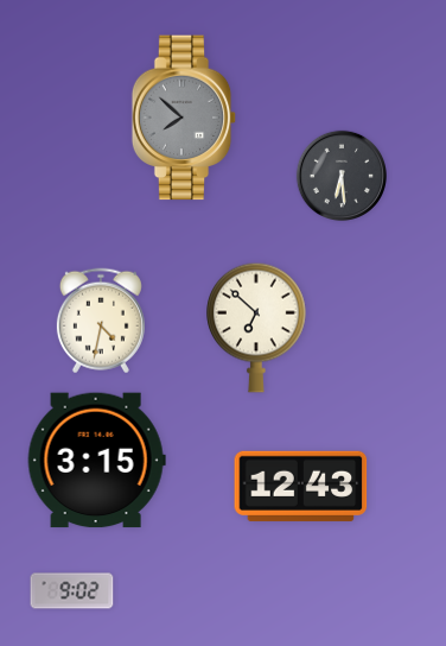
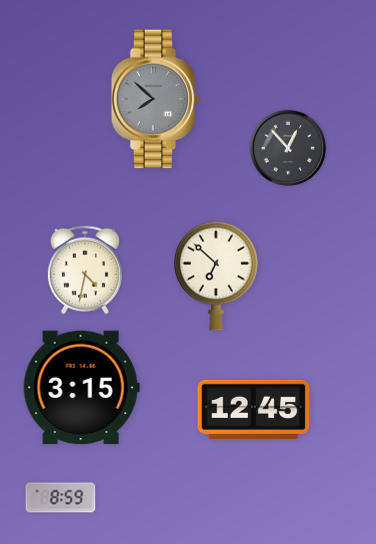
clock at (340, 175): 6:29 -> 12:53
clock at (301, 486): 12:43 -> 12:45
clock at (72, 591): 9:02 -> 8:59
